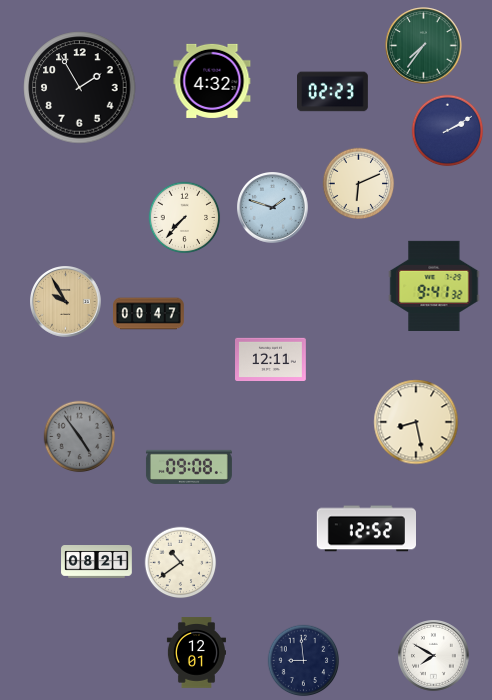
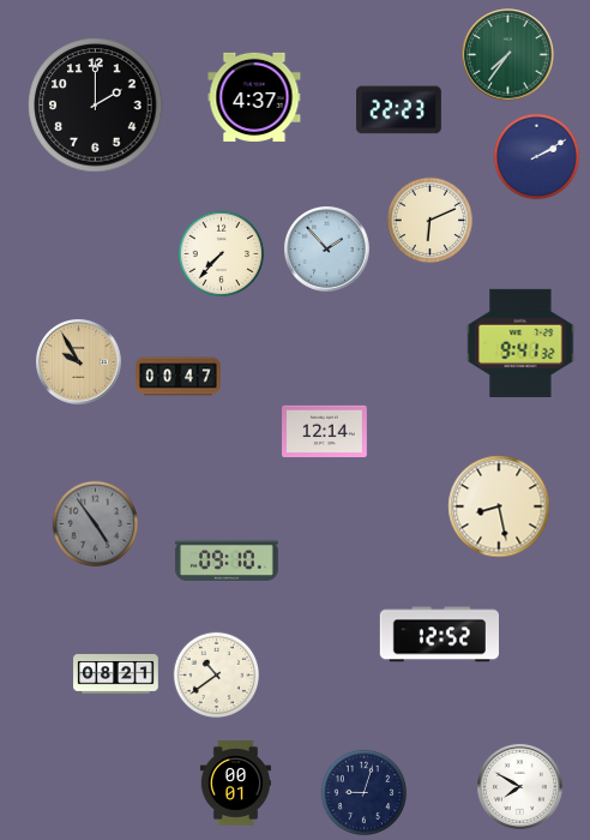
clock at (212, 81): 4:32 -> 4:37
clock at (80, 88): 1:55 -> 2:00
clock at (333, 92): 02:23 -> 22:23
clock at (273, 208): 1:48 -> 1:53
clock at (185, 218) position: (185, 218) -> (222, 254)
clock at (271, 359): 12:11 -> 12:14
clock at (189, 466): 09:08 -> 09:10
clock at (196, 653): 12:01 -> 00:01
clock at (304, 661): 8:59 -> 9:03
